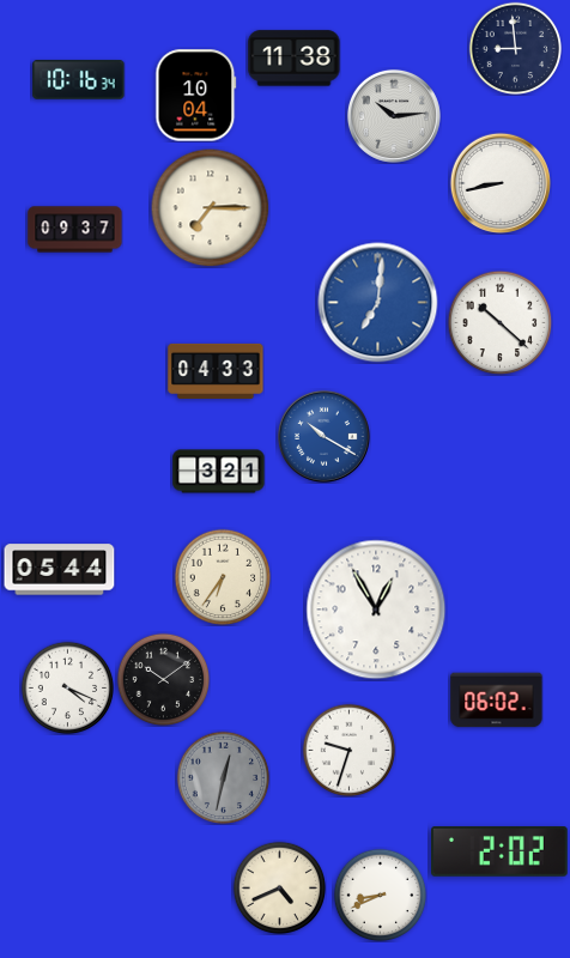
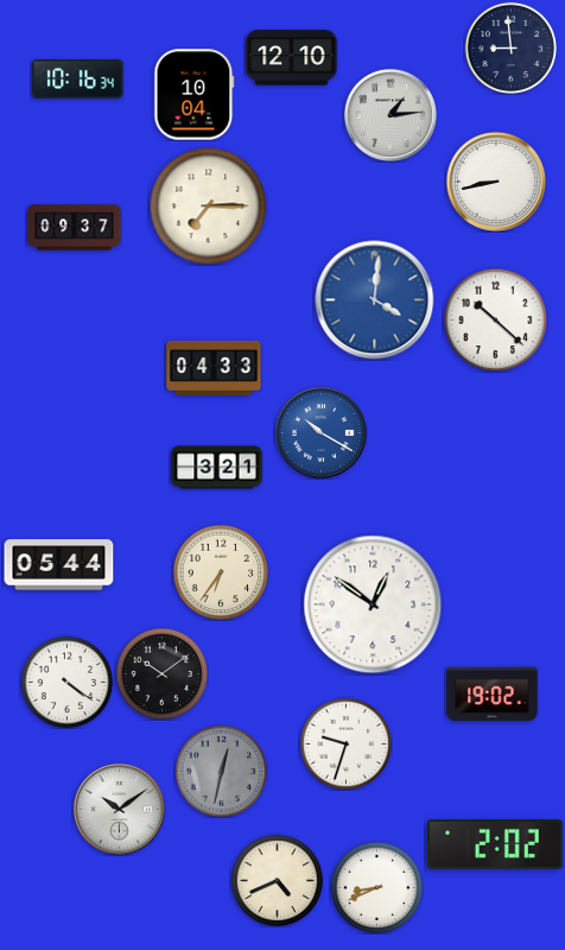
clock at (295, 59): 11:38 -> 12:10
clock at (394, 116): 10:14 -> 1:14
clock at (378, 303): 7:01 -> 4:01
clock at (376, 610): 12:55 -> 12:51
clock at (67, 687): 4:19 -> 4:21
clock at (497, 701): 06:02 -> 19:02
clock at (119, 809): none -> 10:09
